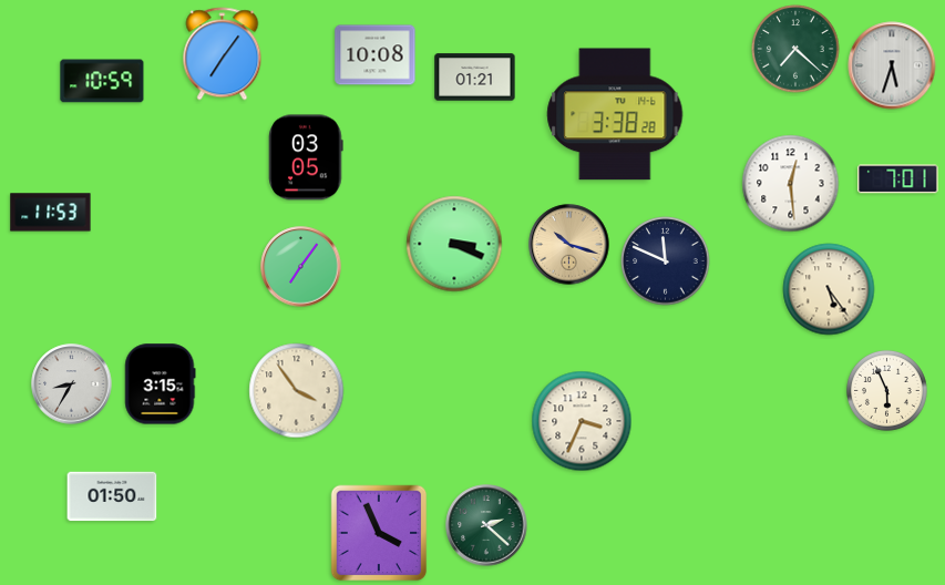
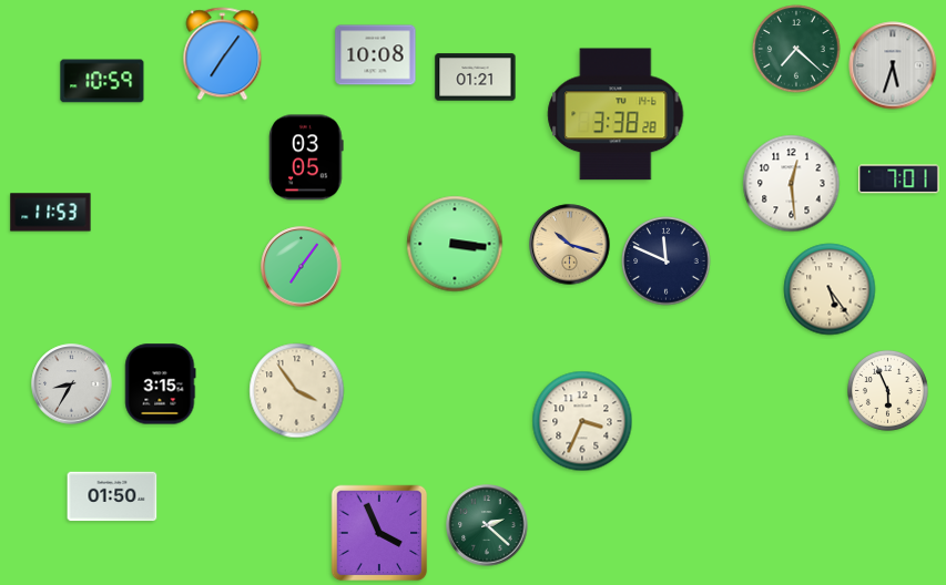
clock at (454, 244): 3:19 -> 3:16
